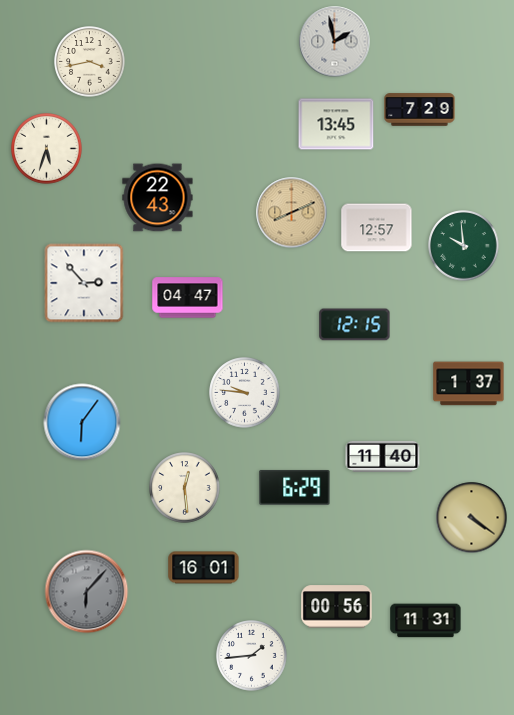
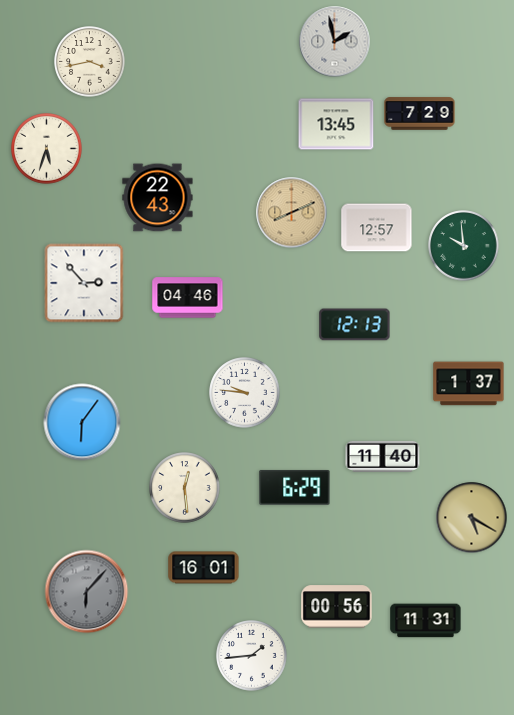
clock at (420, 110) position: (420, 110) -> (420, 114)
clock at (188, 298): 04:47 -> 04:46
clock at (355, 325): 12:15 -> 12:13
clock at (472, 518): 4:21 -> 5:20
